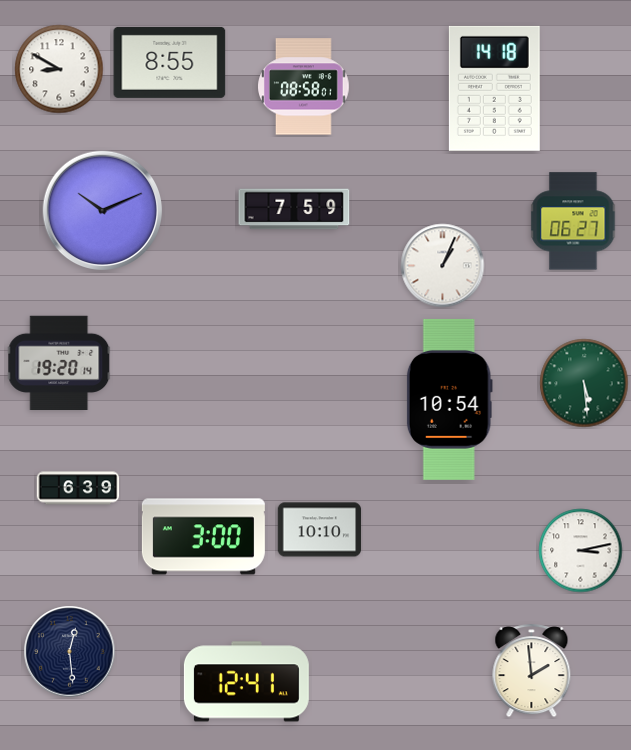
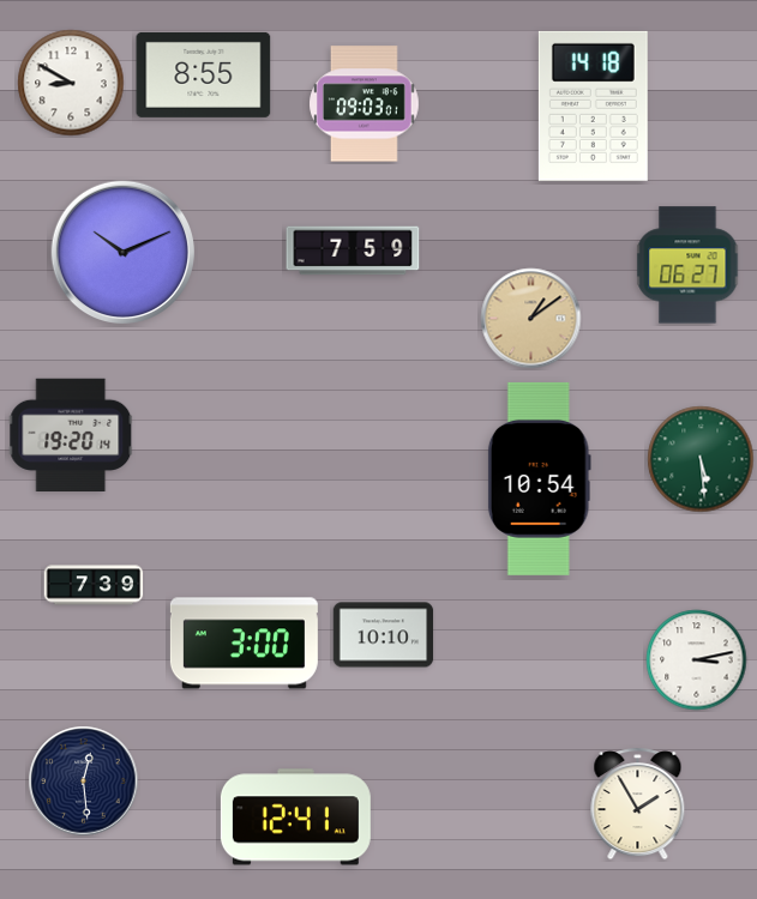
clock at (304, 87): 08:58 -> 09:03
clock at (443, 266): 1:04 -> 1:09
clock at (443, 266) dial: white -> champagne
clock at (78, 488): 6:39 -> 7:39
clock at (532, 671): 1:59 -> 1:55
